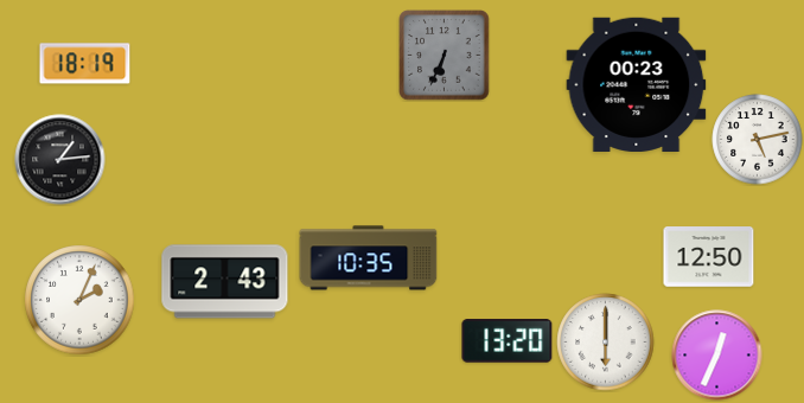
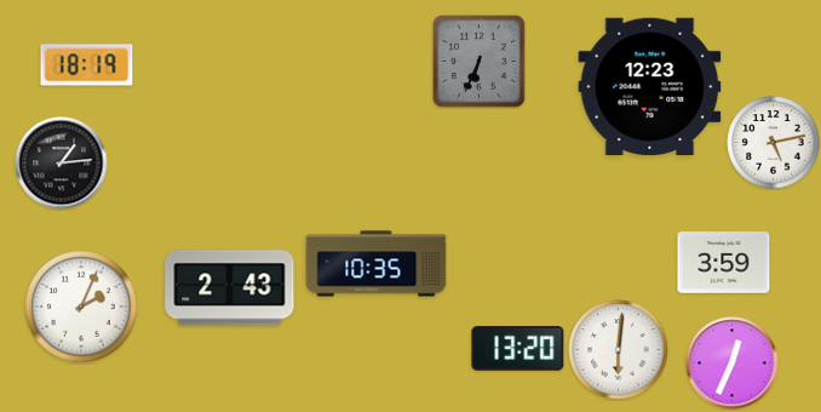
clock at (445, 56) position: (445, 56) -> (480, 62)
clock at (637, 84): 00:23 -> 12:23
clock at (709, 257): 12:50 -> 3:59
clock at (606, 343): 6:00 -> 6:01
